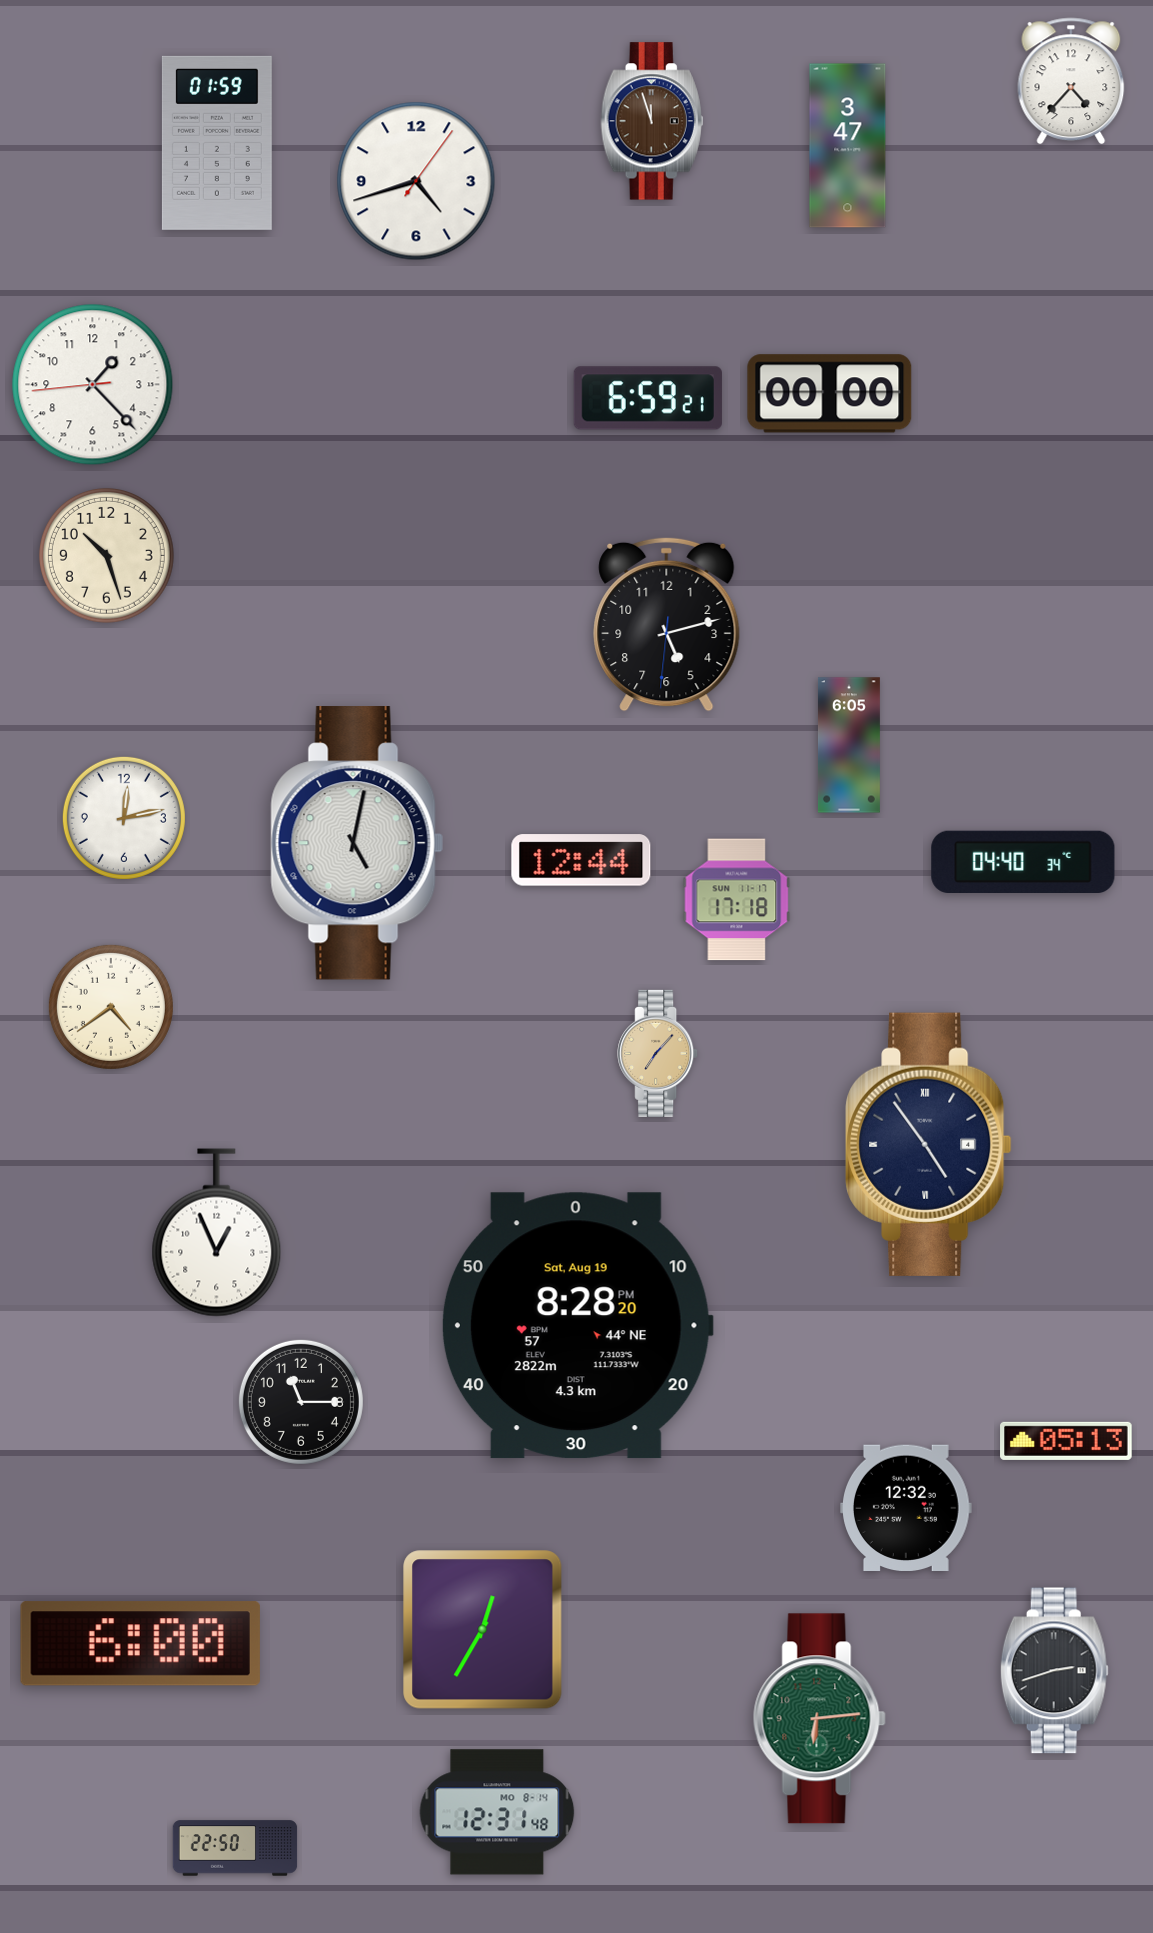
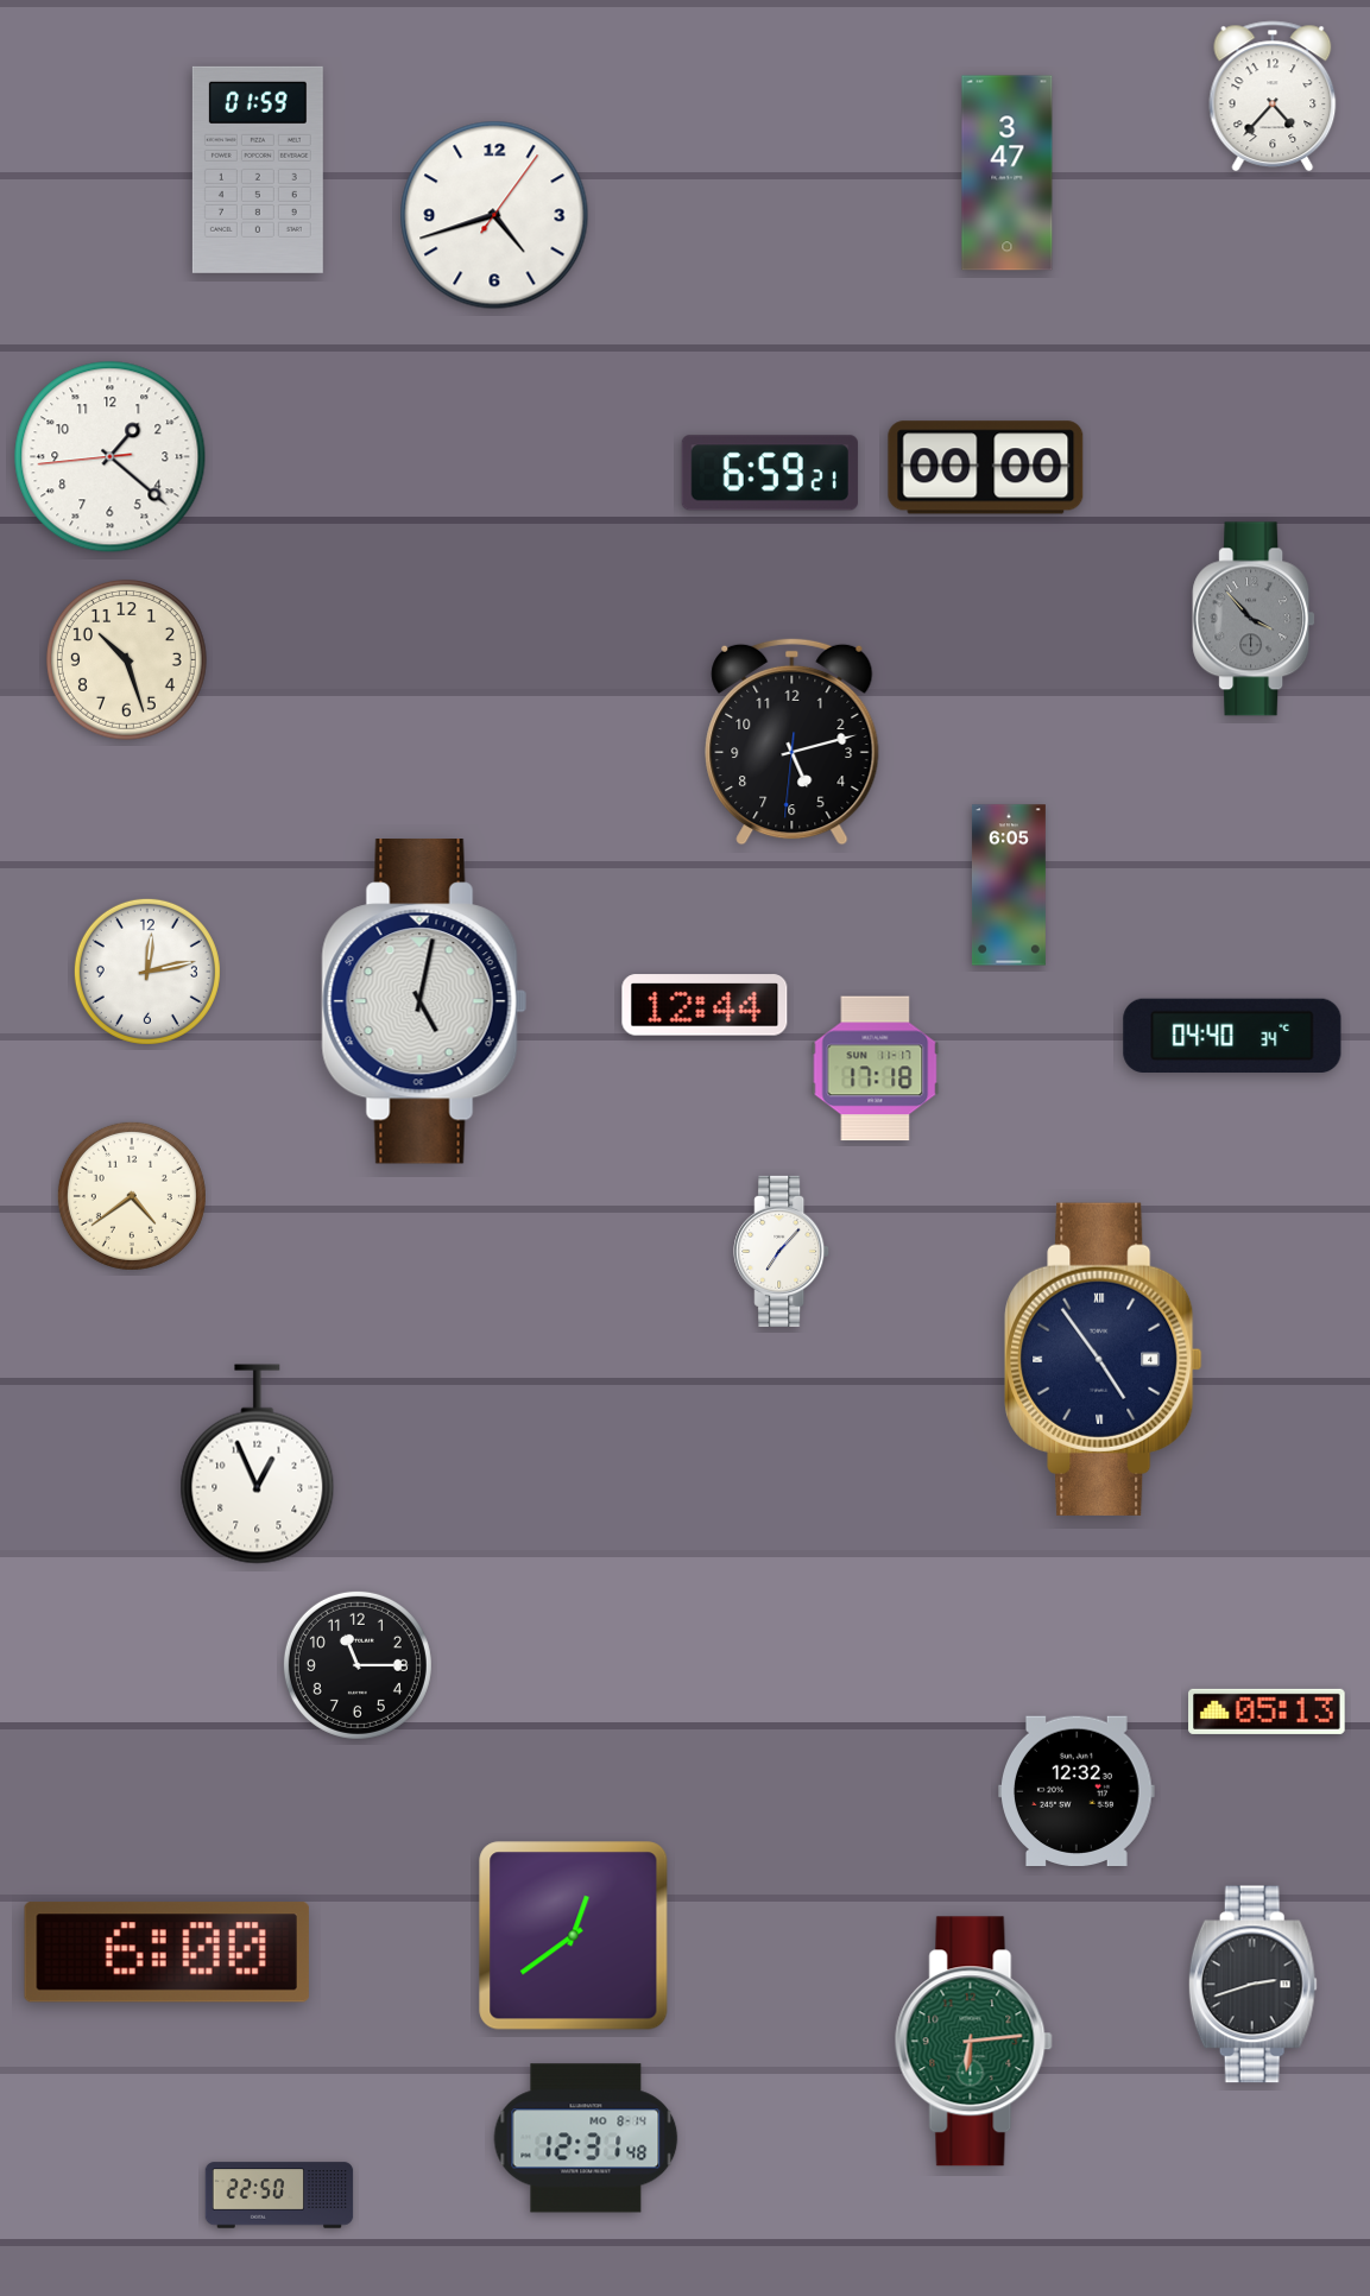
clock at (652, 121): 11:57 -> none
clock at (93, 385): 1:22 -> 1:21
clock at (1254, 619): none -> 3:53
clock at (581, 860) position: (581, 860) -> (705, 1005)
clock at (1023, 861) position: (1023, 861) -> (1232, 1035)
clock at (658, 1053) dial: champagne -> white
clock at (577, 1326): 8:28 -> none
clock at (483, 1630): 12:35 -> 12:39
clock at (497, 1812) position: (497, 1812) -> (586, 2138)
